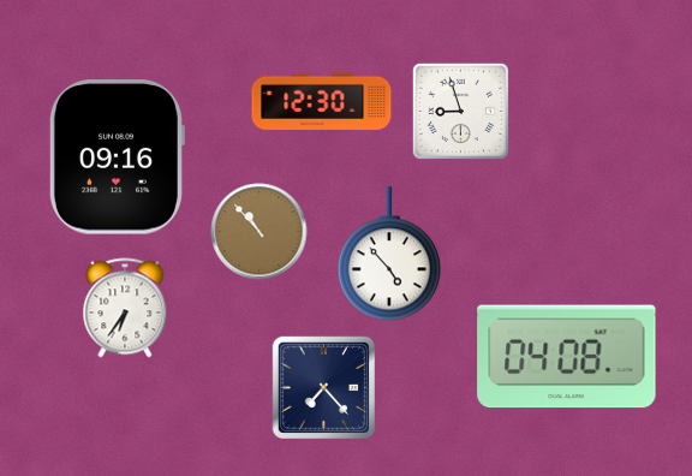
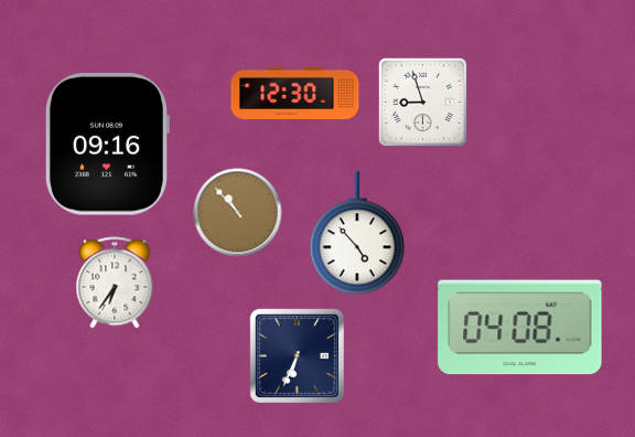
clock at (323, 387): 7:23 -> 6:34
